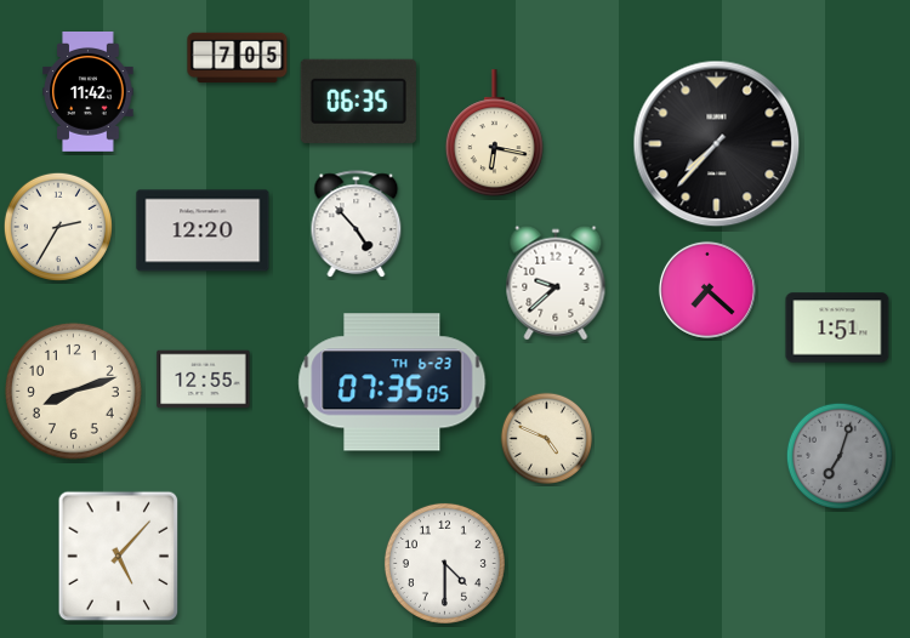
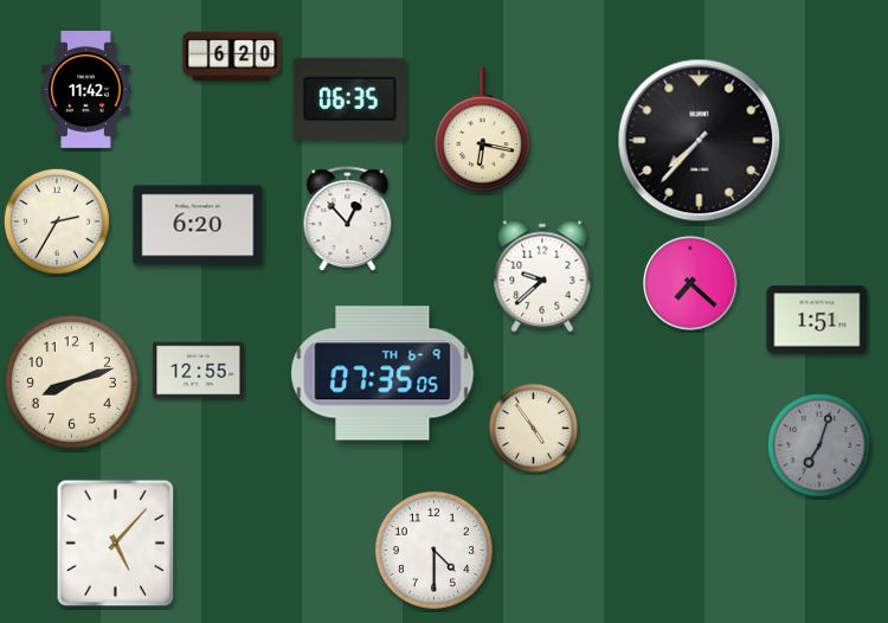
clock at (238, 58): 7:05 -> 6:20
clock at (357, 224): 4:53 -> 12:53
clock at (203, 230): 12:20 -> 6:20
clock at (392, 382) date: TH 6-23 -> TH 6-9
clock at (547, 439): 4:49 -> 4:54
